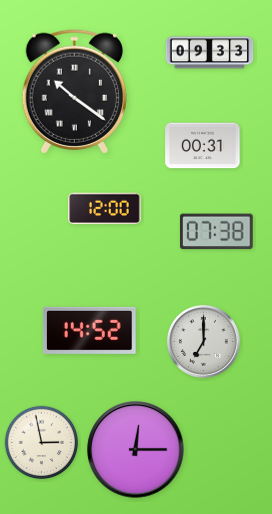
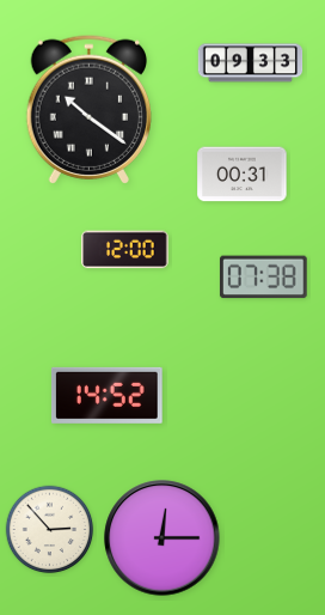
clock at (216, 232) position: (216, 232) -> (263, 278)
clock at (203, 341): 7:00 -> none
clock at (42, 443): 2:58 -> 2:53
